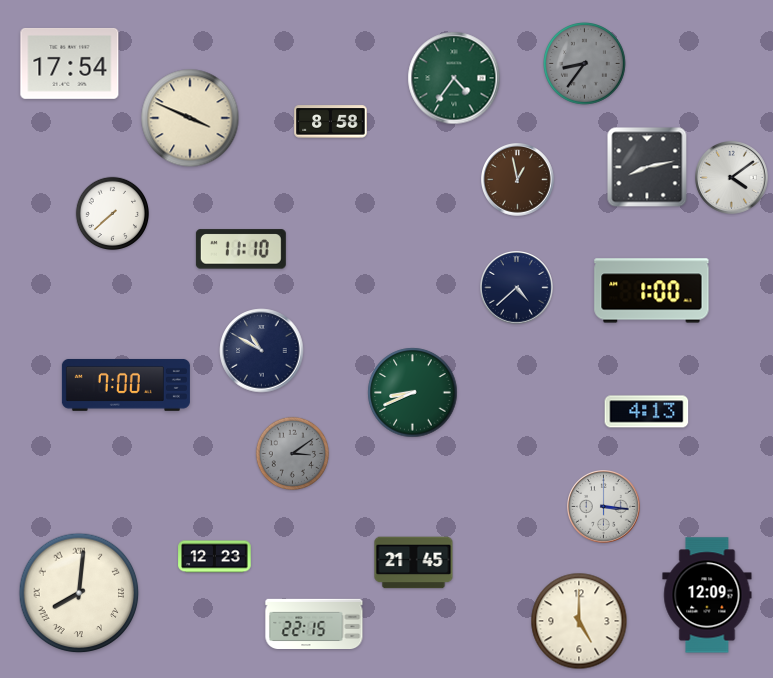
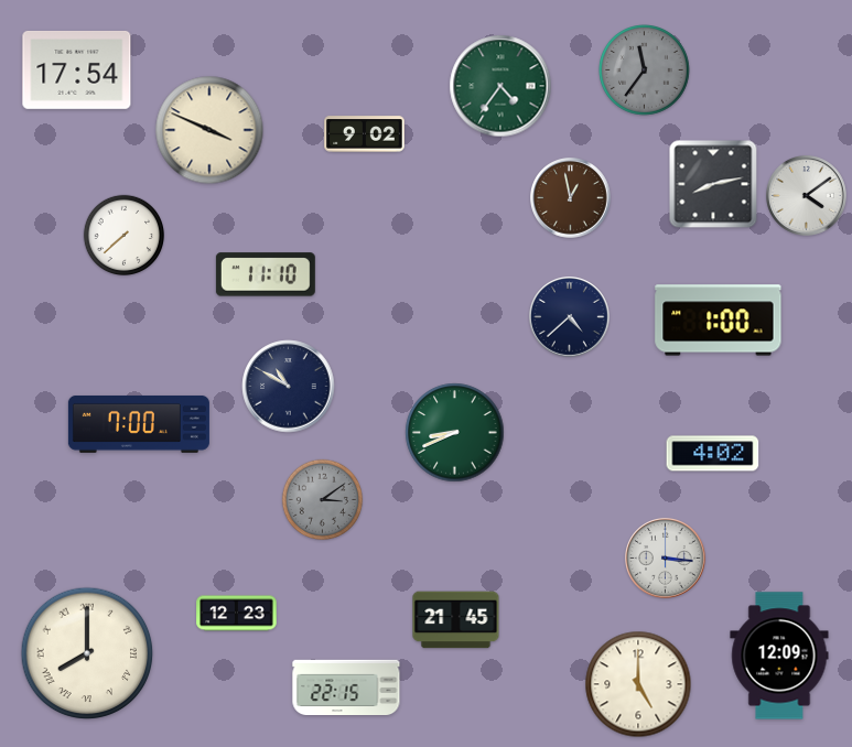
clock at (585, 64): 8:36 -> 11:36
clock at (331, 122): 8:58 -> 9:02
clock at (647, 412): 4:13 -> 4:02
clock at (79, 593): 8:01 -> 8:00
